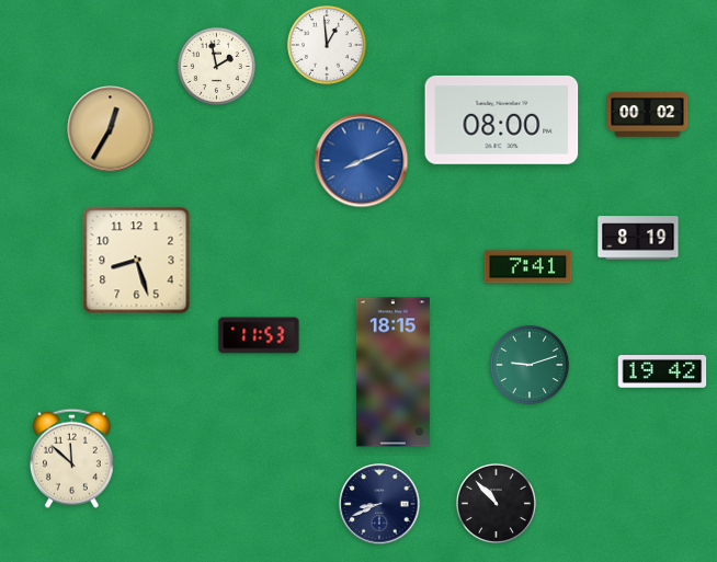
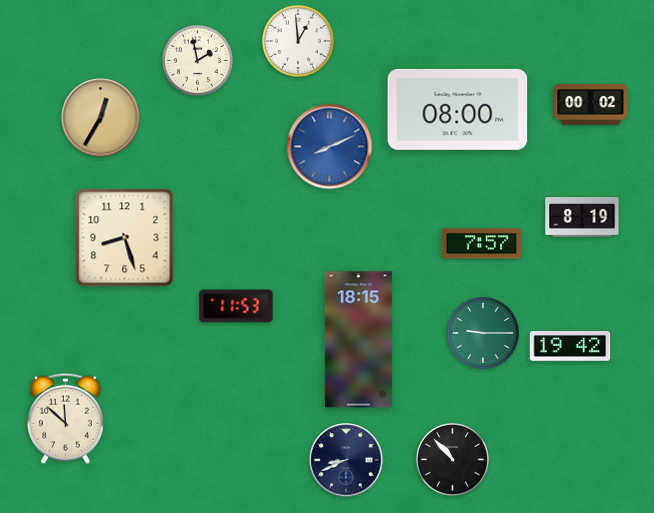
clock at (528, 267): 7:41 -> 7:57
clock at (530, 365): 9:12 -> 9:15
clock at (662, 372) position: (662, 372) -> (570, 347)
